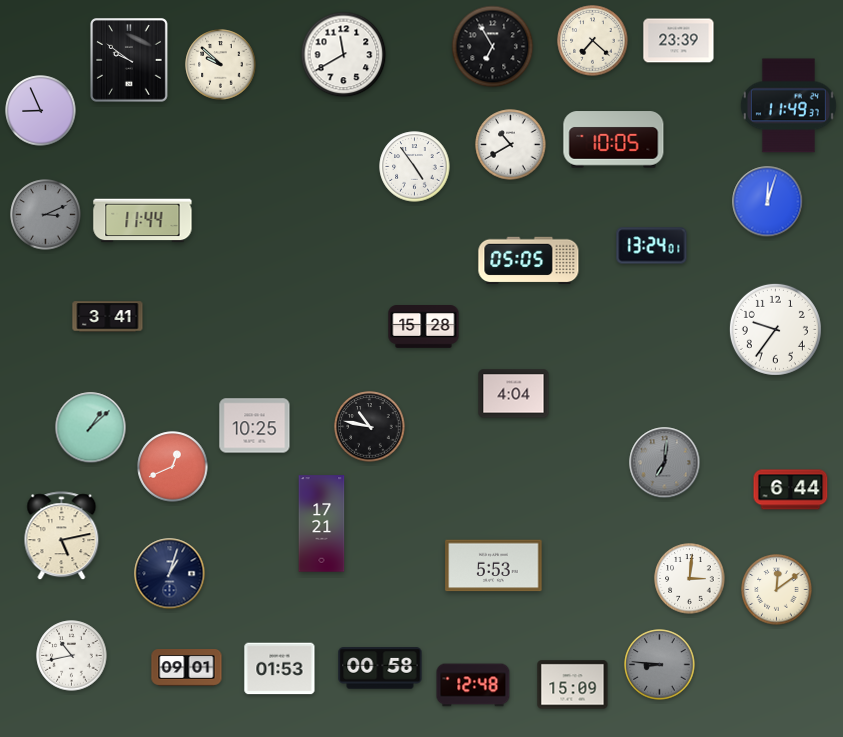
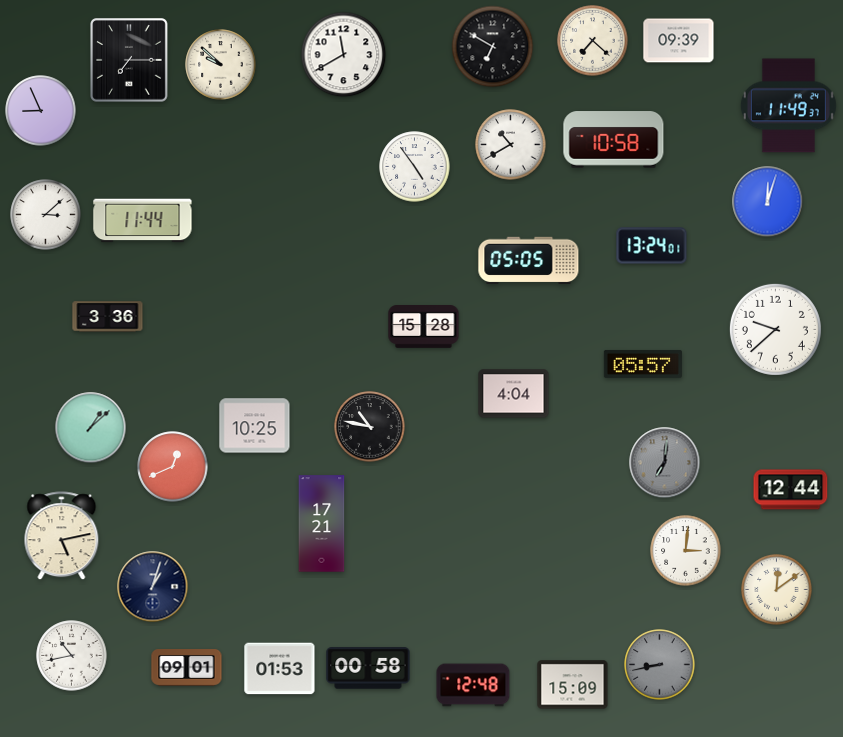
clock at (679, 41): 23:39 -> 09:39
clock at (493, 47): 6:55 -> 6:50
clock at (130, 61): 9:51 -> 7:15
clock at (614, 140): 10:05 -> 10:58
clock at (46, 215): 3:11 -> 3:08
clock at (46, 215) dial: grey -> white
clock at (108, 317): 3:41 -> 3:36
clock at (775, 329): 9:36 -> 9:38
clock at (643, 364): none -> 05:57
clock at (791, 490): 6:44 -> 12:44
clock at (494, 566): 5:53 -> none
clock at (170, 574) position: (170, 574) -> (153, 587)
clock at (690, 579) position: (690, 579) -> (686, 551)
clock at (660, 665): 8:46 -> 8:43
clock at (380, 668) position: (380, 668) -> (368, 668)
